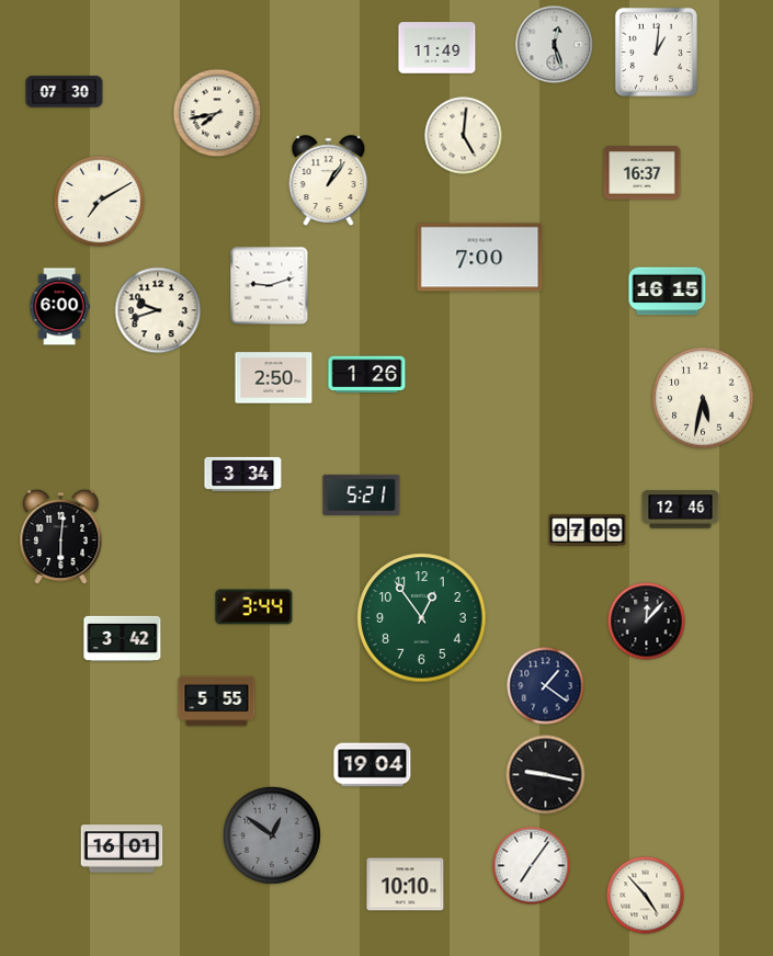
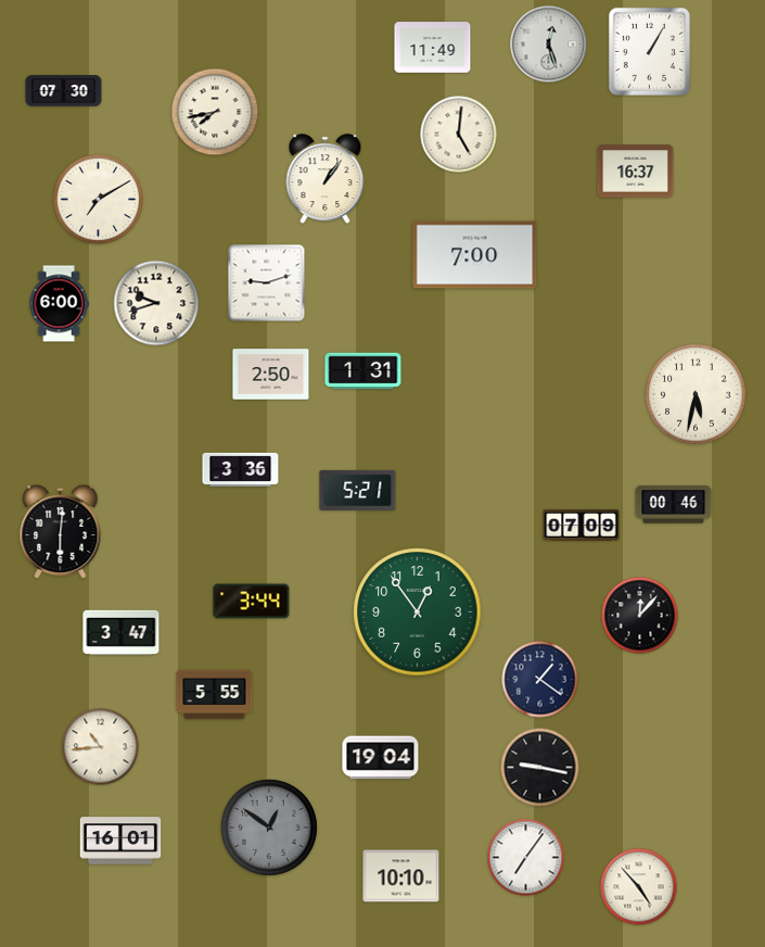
clock at (656, 52): 1:01 -> 1:05
clock at (668, 292): 16:15 -> none
clock at (158, 310) position: (158, 310) -> (156, 303)
clock at (367, 375): 1:26 -> 1:31
clock at (243, 474): 3:34 -> 3:36
clock at (681, 510): 12:46 -> 00:46
clock at (123, 638): 3:42 -> 3:47
clock at (101, 747): none -> 10:44
clock at (373, 765) position: (373, 765) -> (381, 758)
